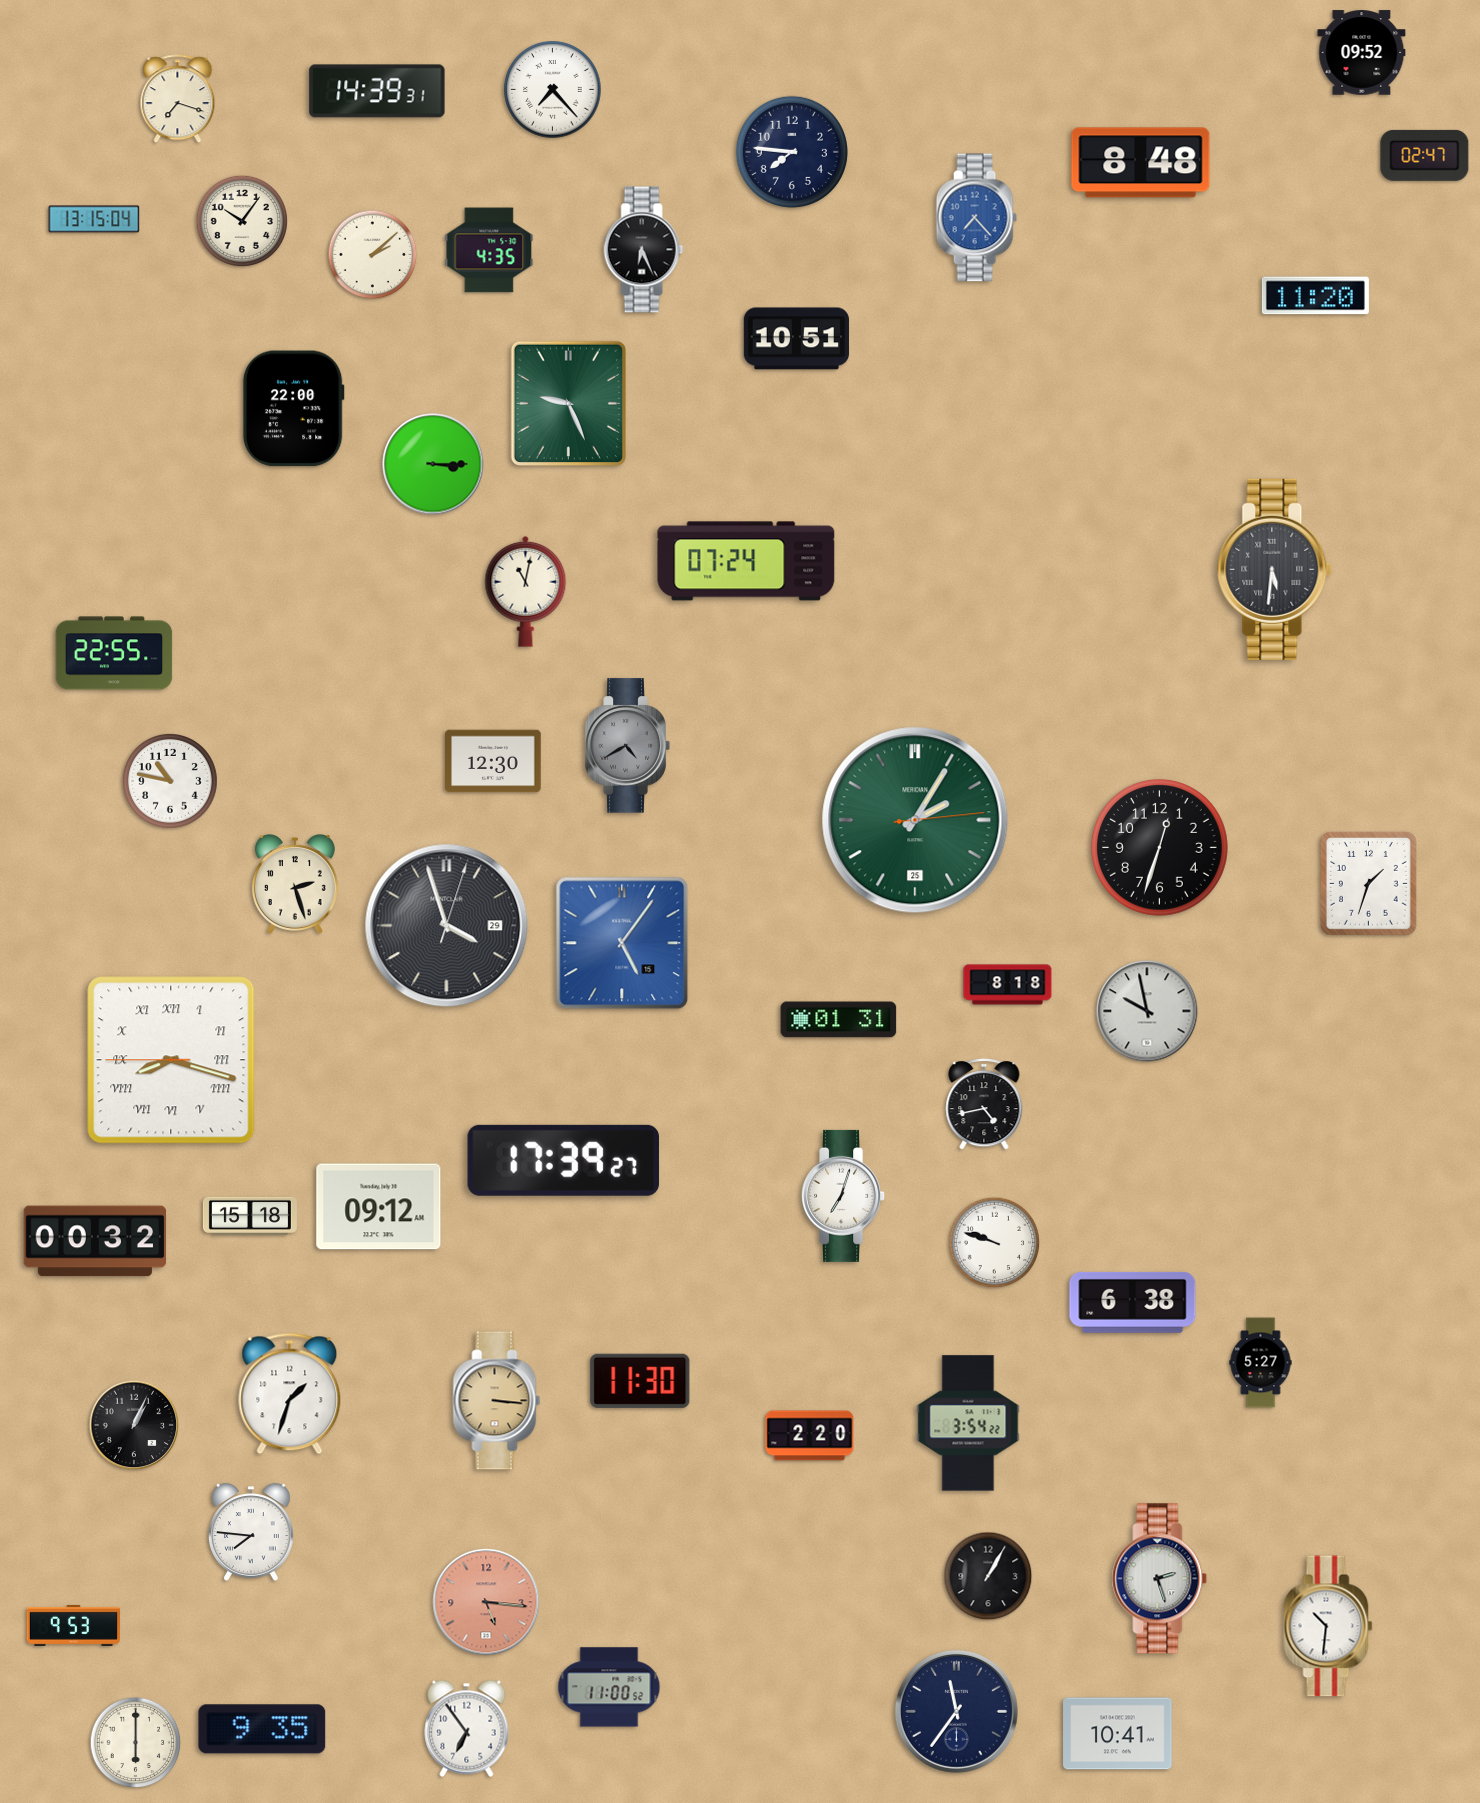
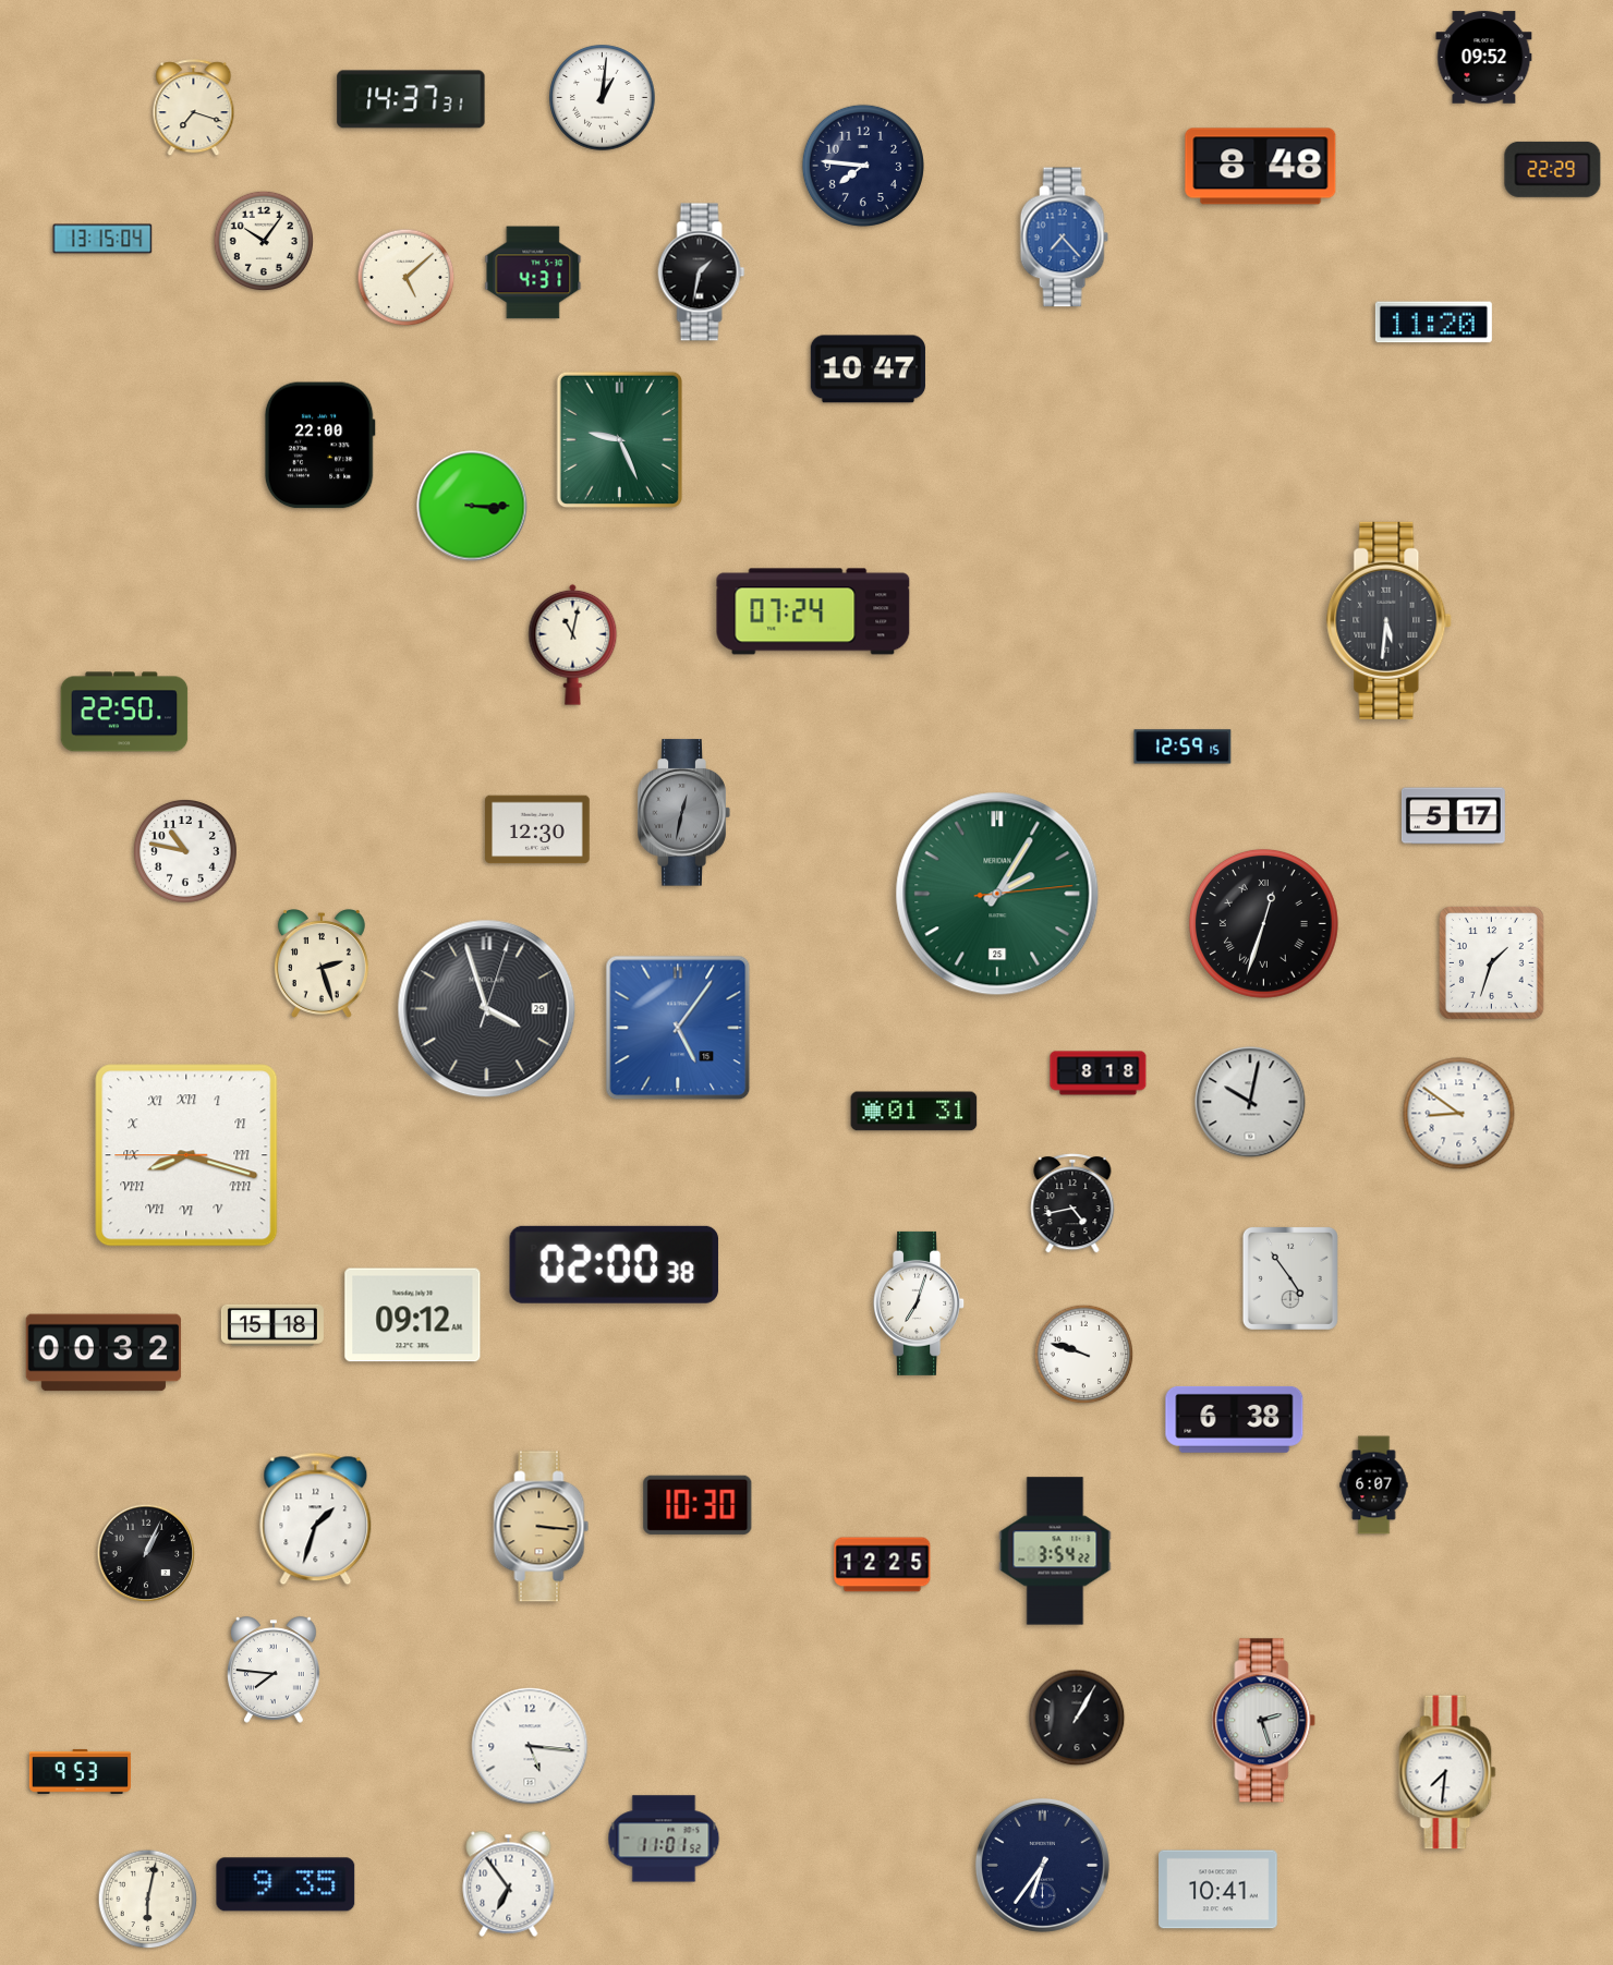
clock at (553, 90): 7:23 -> 1:01
clock at (377, 91): 14:39 -> 14:37
clock at (1425, 155): 02:47 -> 22:29
clock at (1141, 163) position: (1141, 163) -> (1261, 167)
clock at (489, 250): 4:35 -> 4:31
clock at (644, 250): 6:26 -> 1:32
clock at (373, 255): 2:08 -> 5:08
clock at (796, 339): 10:51 -> 10:47
clock at (114, 653): 22:55 -> 22:50
clock at (1183, 747): none -> 12:59
clock at (627, 746): 4:40 -> 12:32
clock at (1453, 816): none -> 5:17
clock at (1159, 847) numerals: Arabic -> Roman
clock at (1147, 1011): 9:58 -> 10:02
clock at (1459, 1114): none -> 8:51
clock at (563, 1160): 17:39 -> 02:00
clock at (1290, 1278): none -> 4:54
clock at (1261, 1363): 5:27 -> 6:07
clock at (640, 1381): 11:30 -> 10:30
clock at (810, 1436): 2:20 -> 12:25
clock at (486, 1602) dial: salmon -> white
clock at (1328, 1626): 10:31 -> 7:31
clock at (609, 1687): 11:00 -> 11:01
clock at (956, 1711): 11:36 -> 6:36
clock at (136, 1743): 6:00 -> 6:02
